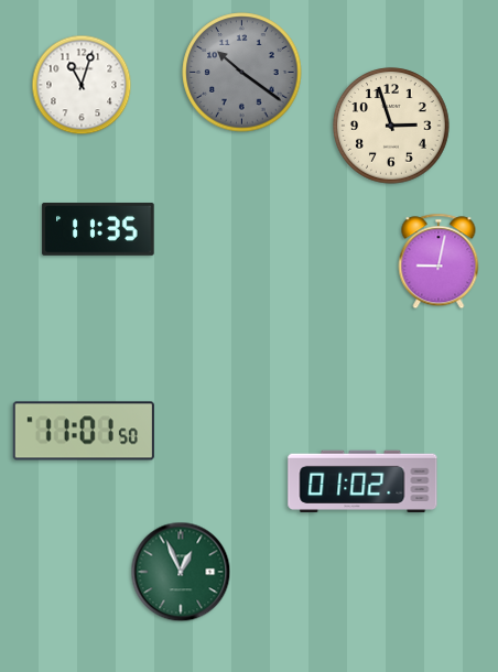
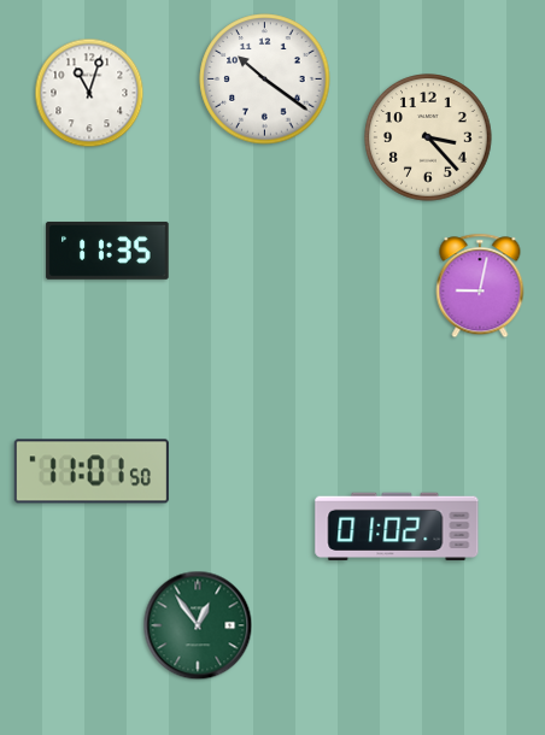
clock at (242, 73) dial: grey -> white
clock at (391, 126): 2:57 -> 3:23
clock at (181, 572): 12:56 -> 12:54
